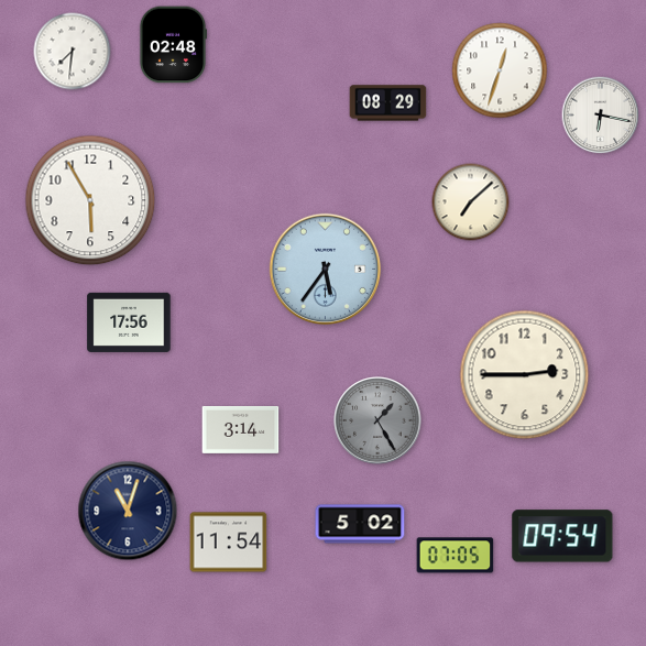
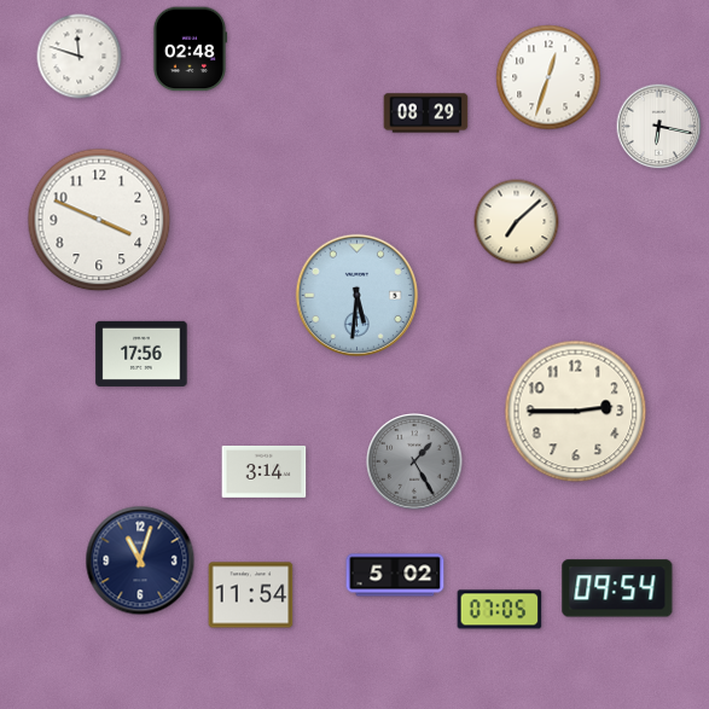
clock at (73, 52): 7:31 -> 11:48
clock at (90, 200): 5:55 -> 3:49
clock at (326, 270): 5:36 -> 5:31
